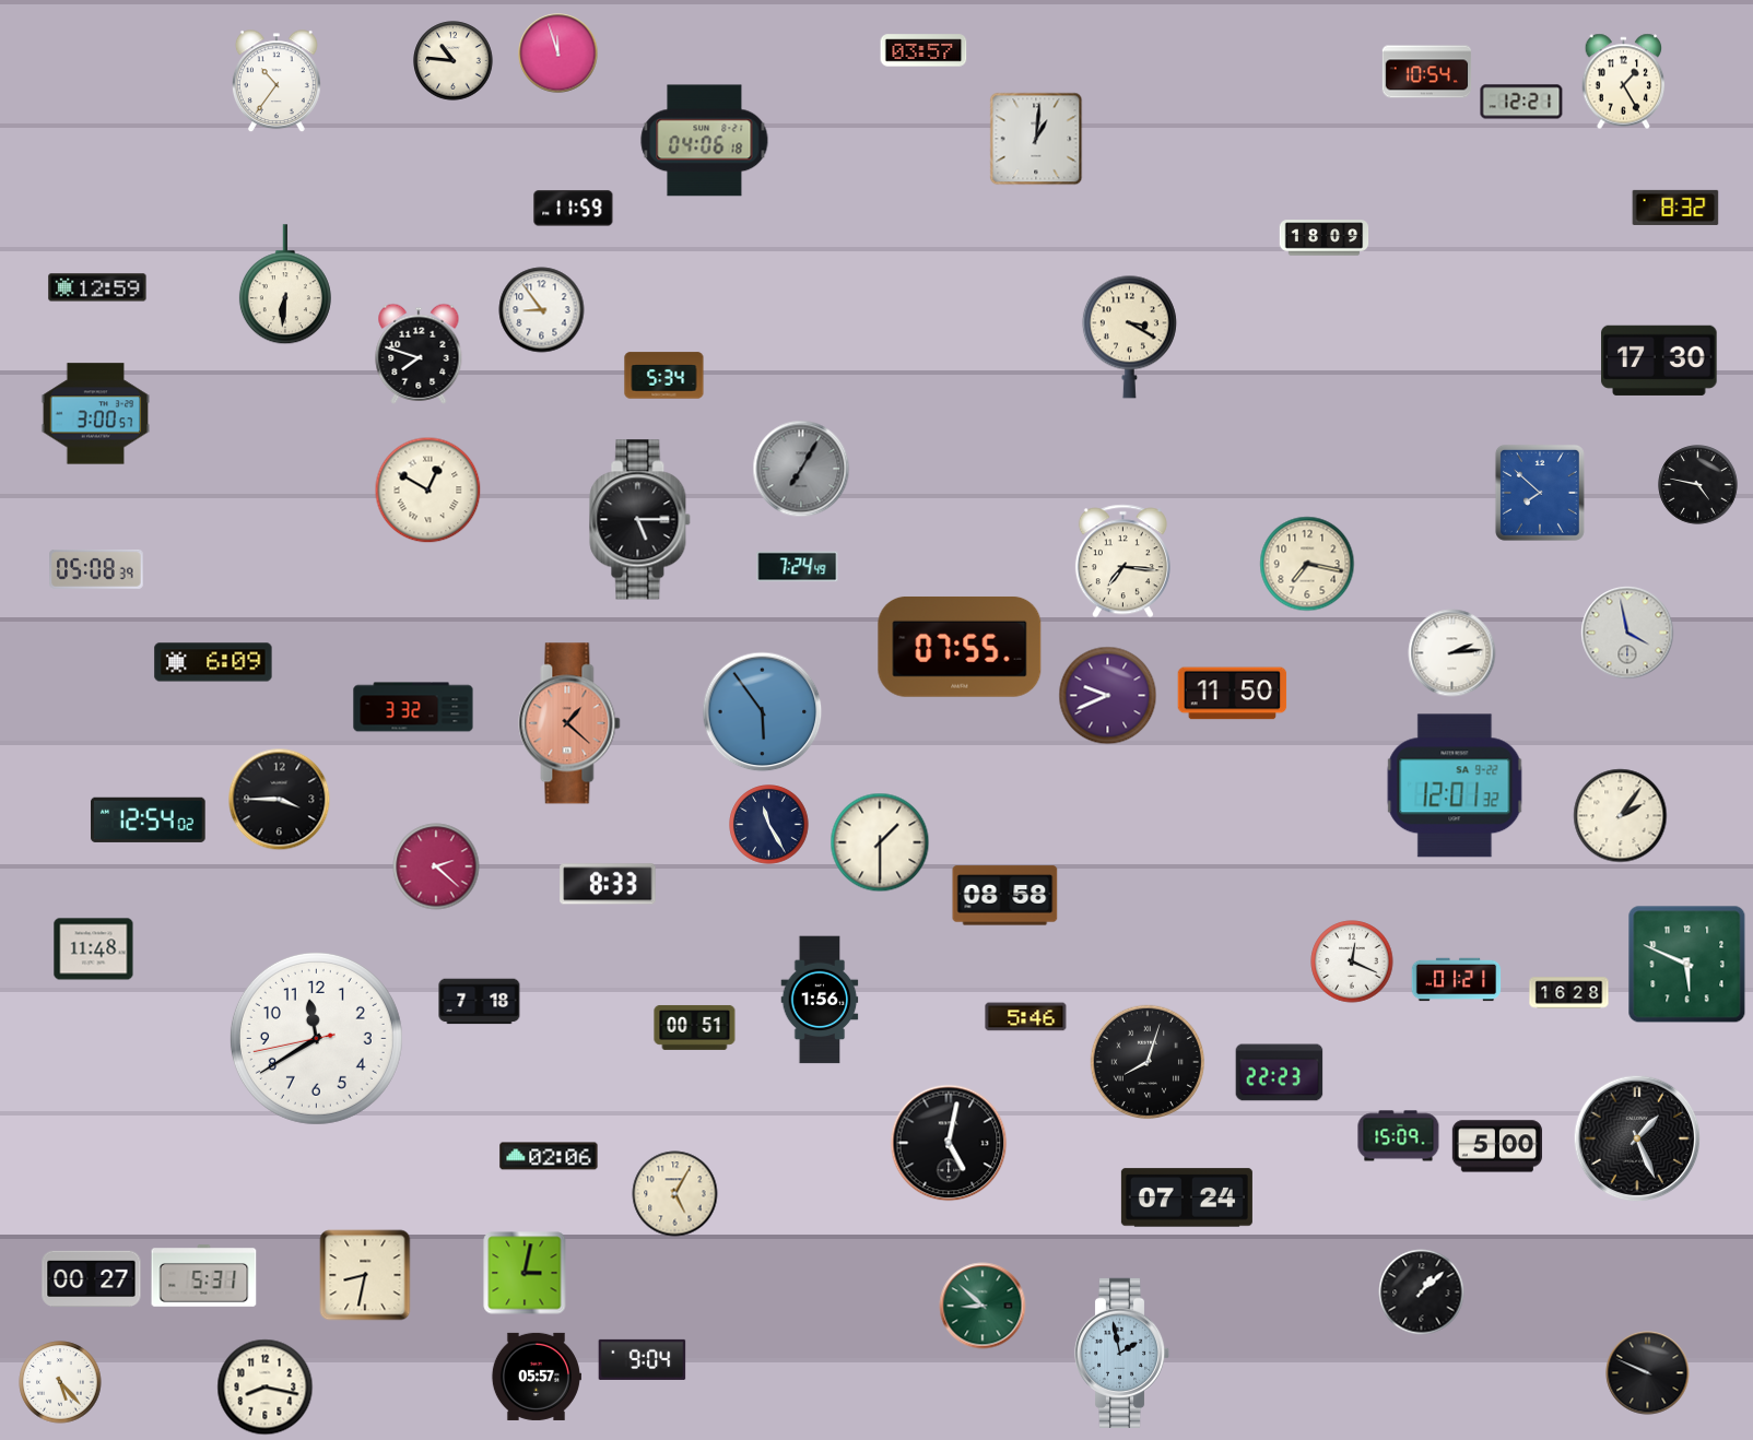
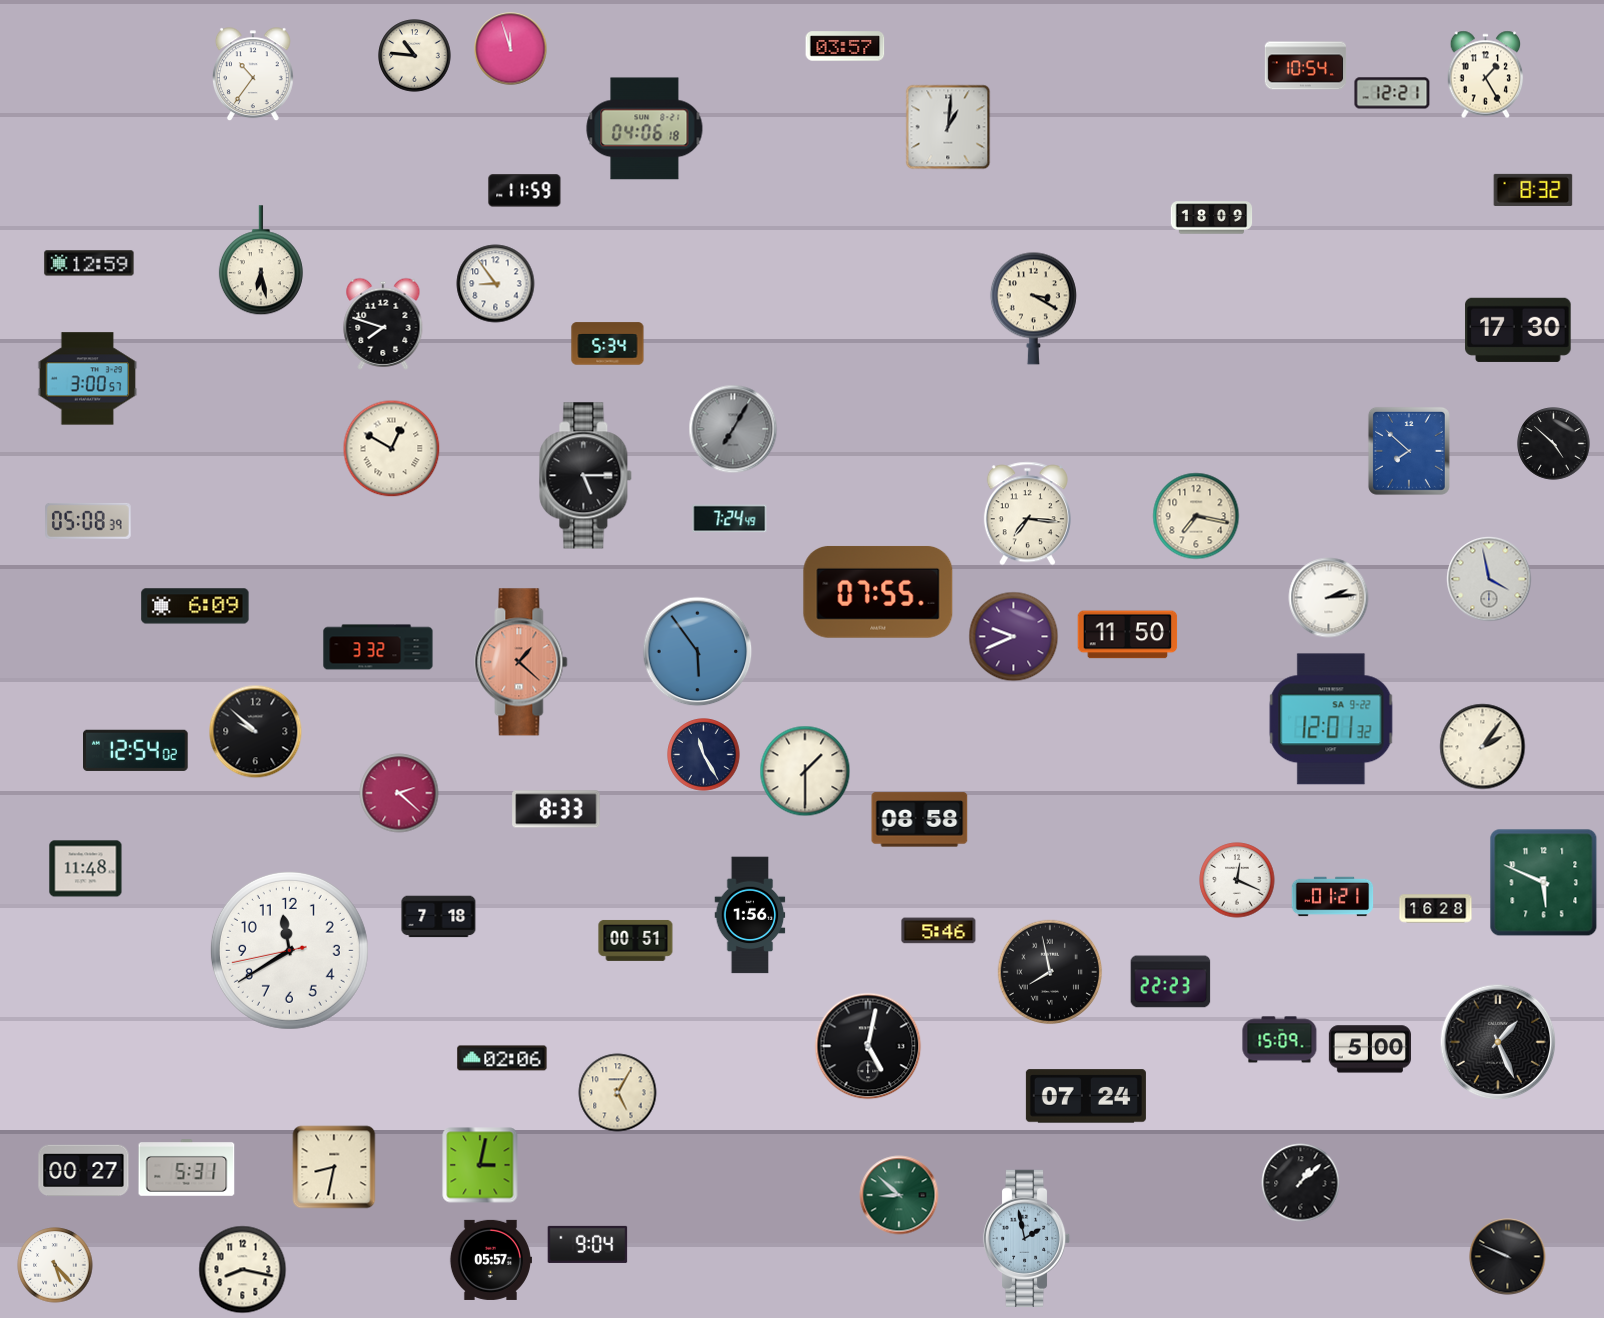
clock at (285, 285): 6:31 -> 6:28
clock at (1698, 485): 4:47 -> 4:52
clock at (280, 800): 3:45 -> 9:52
clock at (1148, 1062): 8:03 -> 7:58
